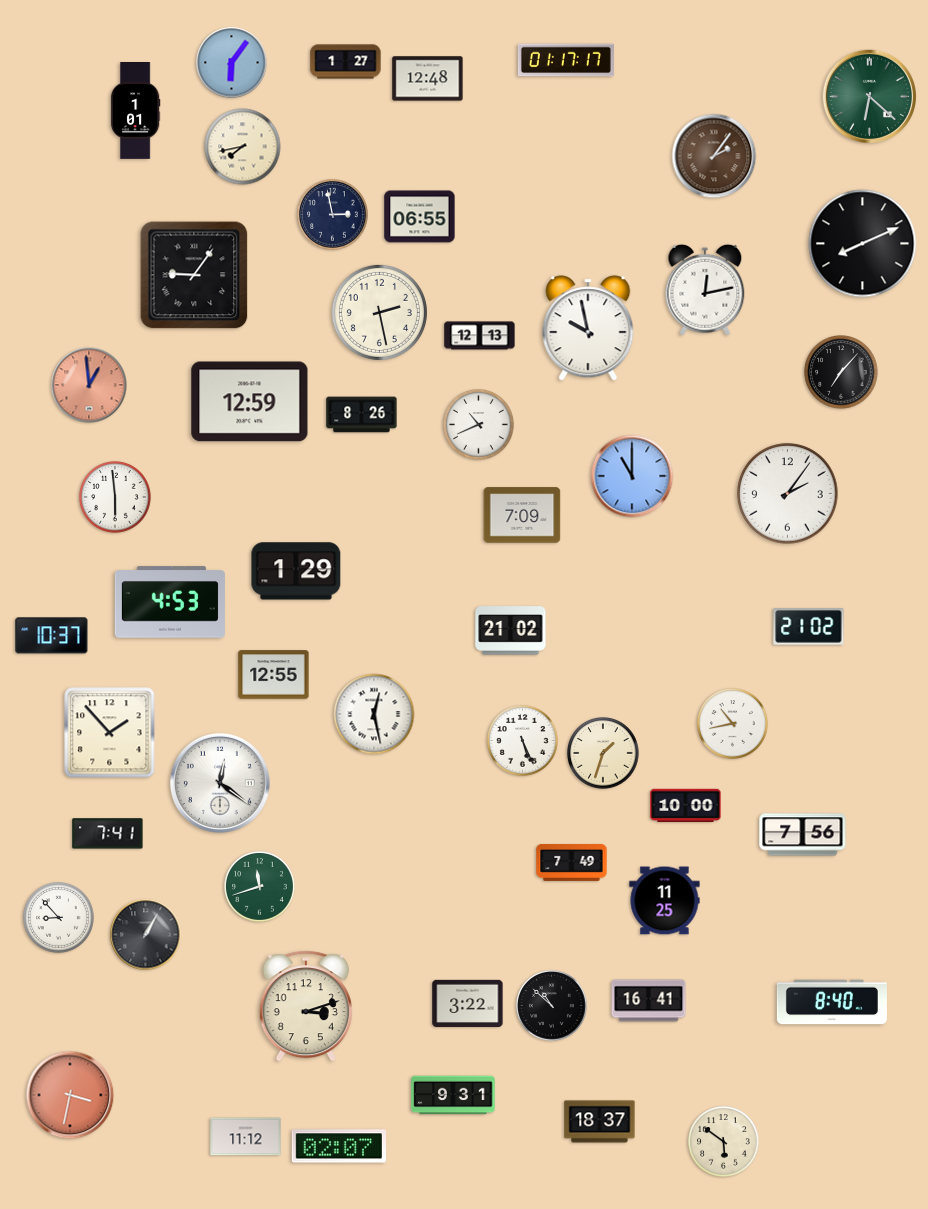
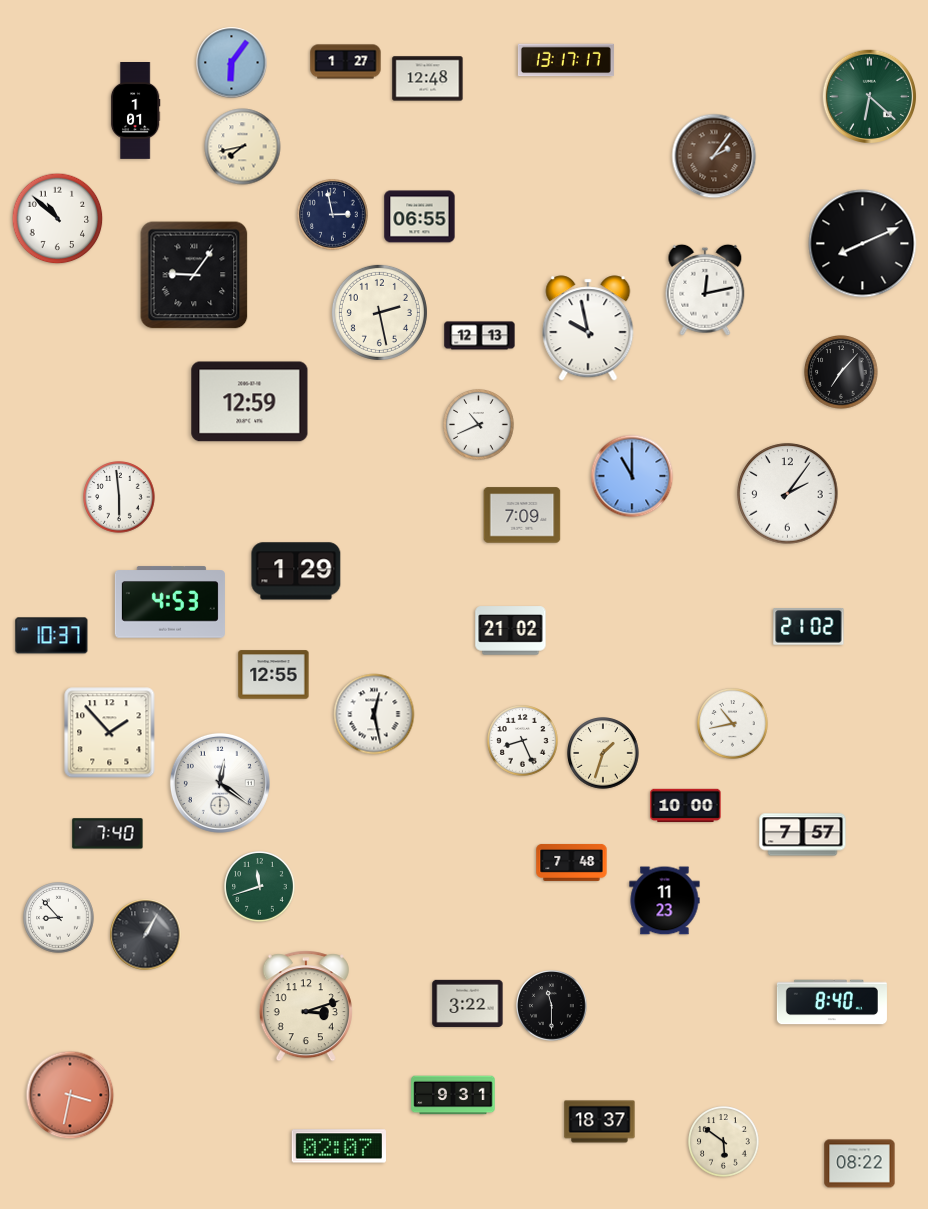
clock at (566, 60): 01:17 -> 13:17
clock at (58, 219): none -> 10:52
clock at (89, 385): 12:59 -> none
clock at (362, 415): 8:26 -> none
clock at (115, 497) position: (115, 497) -> (119, 497)
clock at (523, 741): 5:26 -> 8:26
clock at (108, 834): 7:41 -> 7:40
clock at (803, 835): 7:56 -> 7:57
clock at (572, 862): 7:49 -> 7:48
clock at (665, 901): 11:25 -> 11:23
clock at (649, 1001): 16:41 -> none
clock at (552, 1006): 10:52 -> 11:30
clock at (246, 1137): 11:12 -> none
clock at (860, 1164): none -> 08:22
